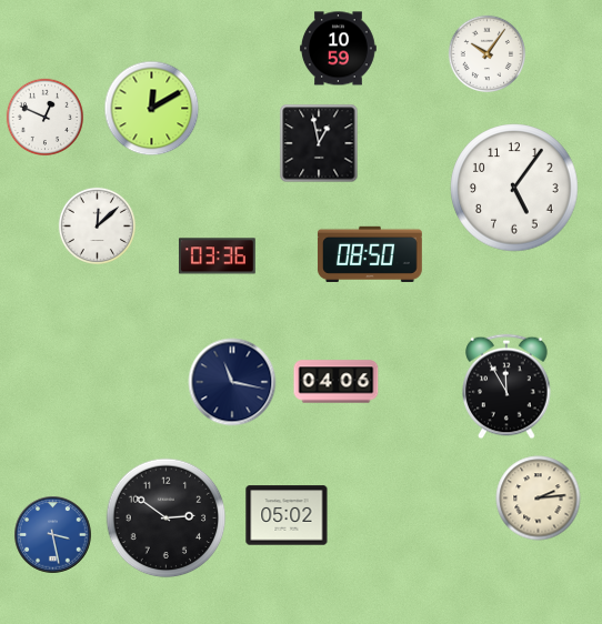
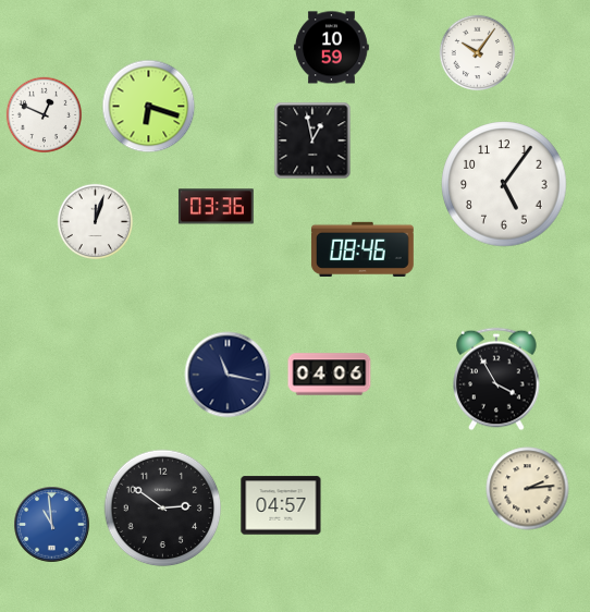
clock at (152, 109): 12:10 -> 6:18
clock at (97, 225): 12:08 -> 12:03
clock at (370, 254): 08:50 -> 08:46
clock at (217, 256) position: (217, 256) -> (216, 207)
clock at (506, 386): 11:55 -> 3:55
clock at (287, 515): 05:02 -> 04:57
clock at (53, 535): 3:28 -> 10:59
